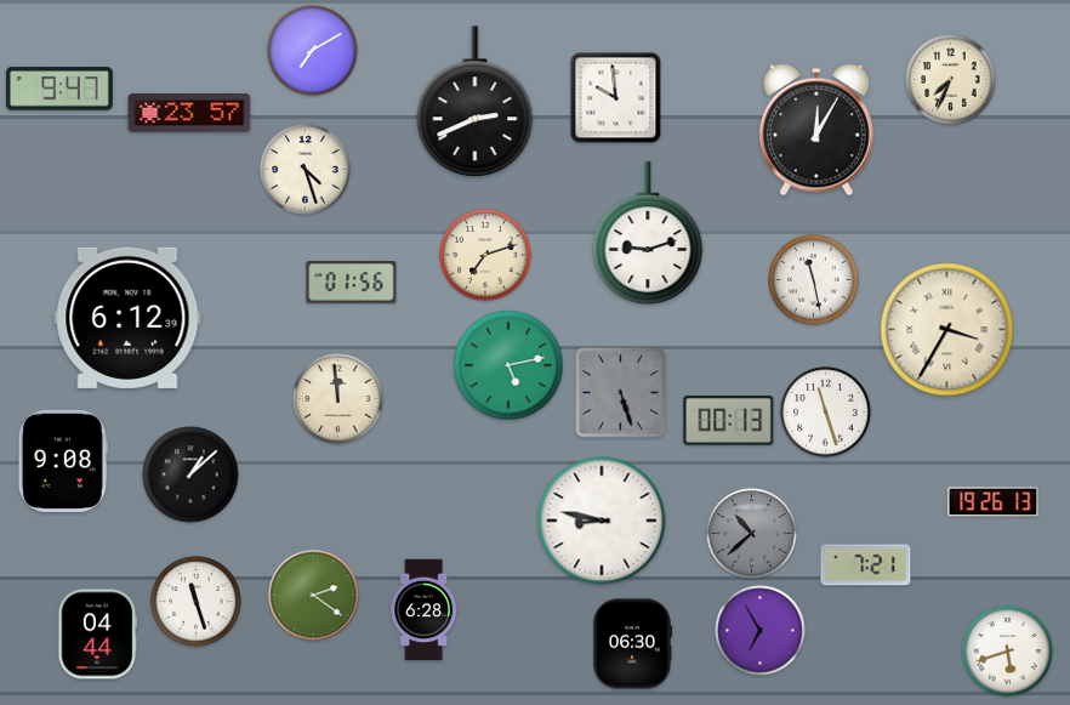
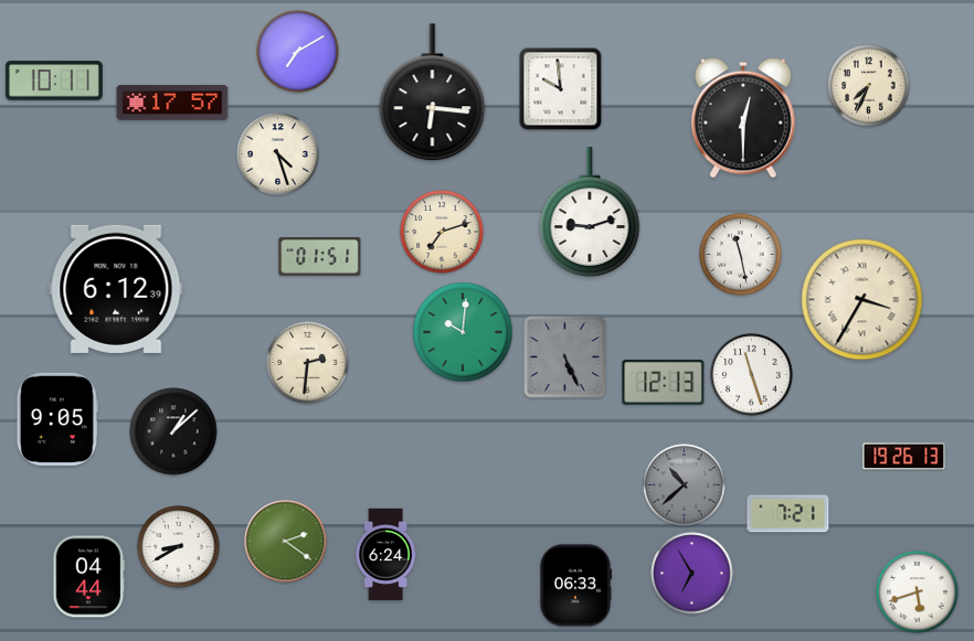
clock at (313, 51) position: (313, 51) -> (298, 52)
clock at (951, 80) position: (951, 80) -> (869, 86)
clock at (59, 89): 9:47 -> 10:11
clock at (476, 102): 2:41 -> 6:16
clock at (189, 113): 23:57 -> 17:57
clock at (816, 130): 12:05 -> 12:30
clock at (352, 283): 01:56 -> 01:51
clock at (508, 365): 5:13 -> 10:01
clock at (621, 393): 5:27 -> 5:26
clock at (338, 399): 11:59 -> 2:31
clock at (729, 421): 00:13 -> 12:13
clock at (63, 461): 9:08 -> 9:05
clock at (602, 521): 8:47 -> none
clock at (197, 602): 11:27 -> 8:40
clock at (423, 610): 6:28 -> 6:24
clock at (632, 644): 06:30 -> 06:33
